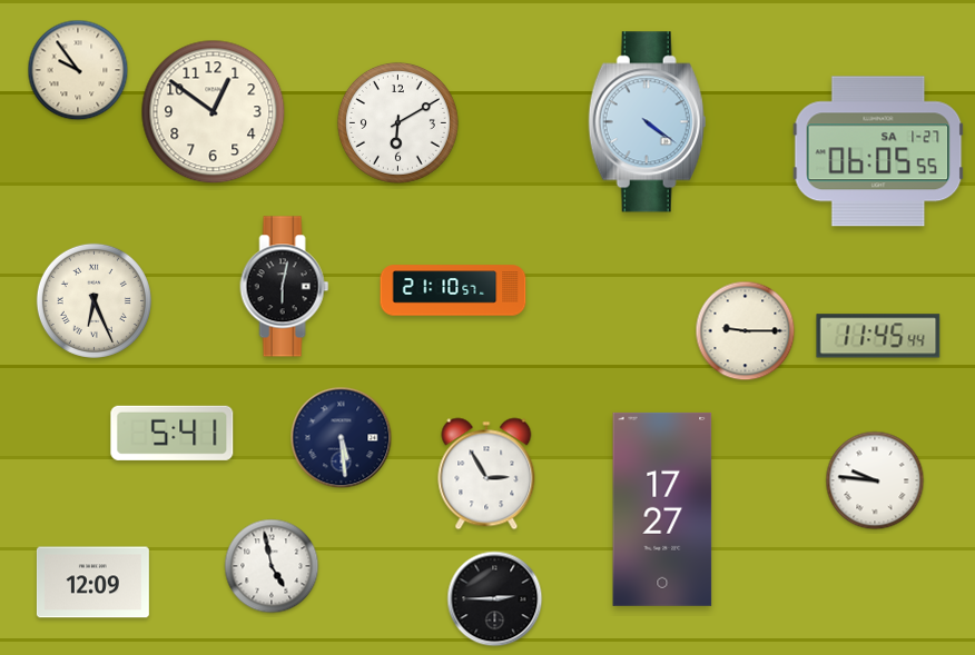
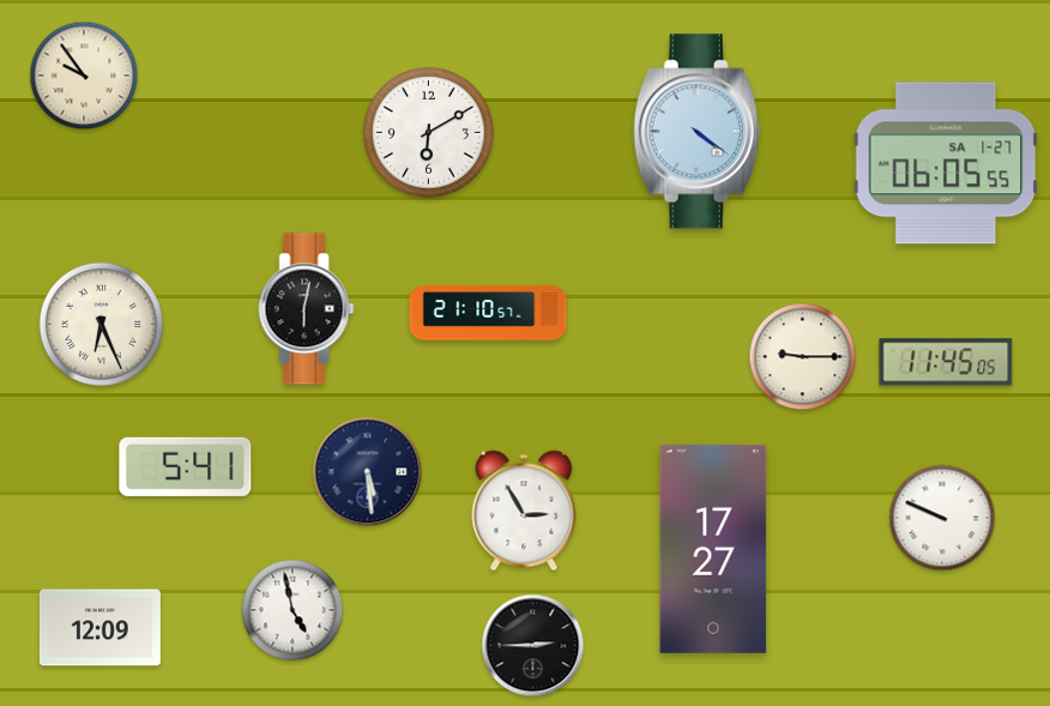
clock at (214, 112): 12:51 -> none
clock at (878, 336): 11:45:44 -> 11:45:05
clock at (875, 480): 9:46 -> 9:49
